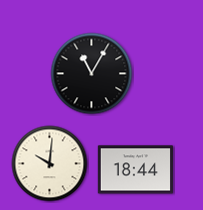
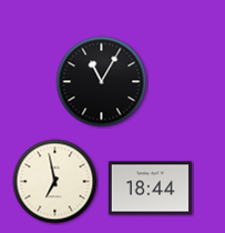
clock at (50, 164): 10:01 -> 6:58
